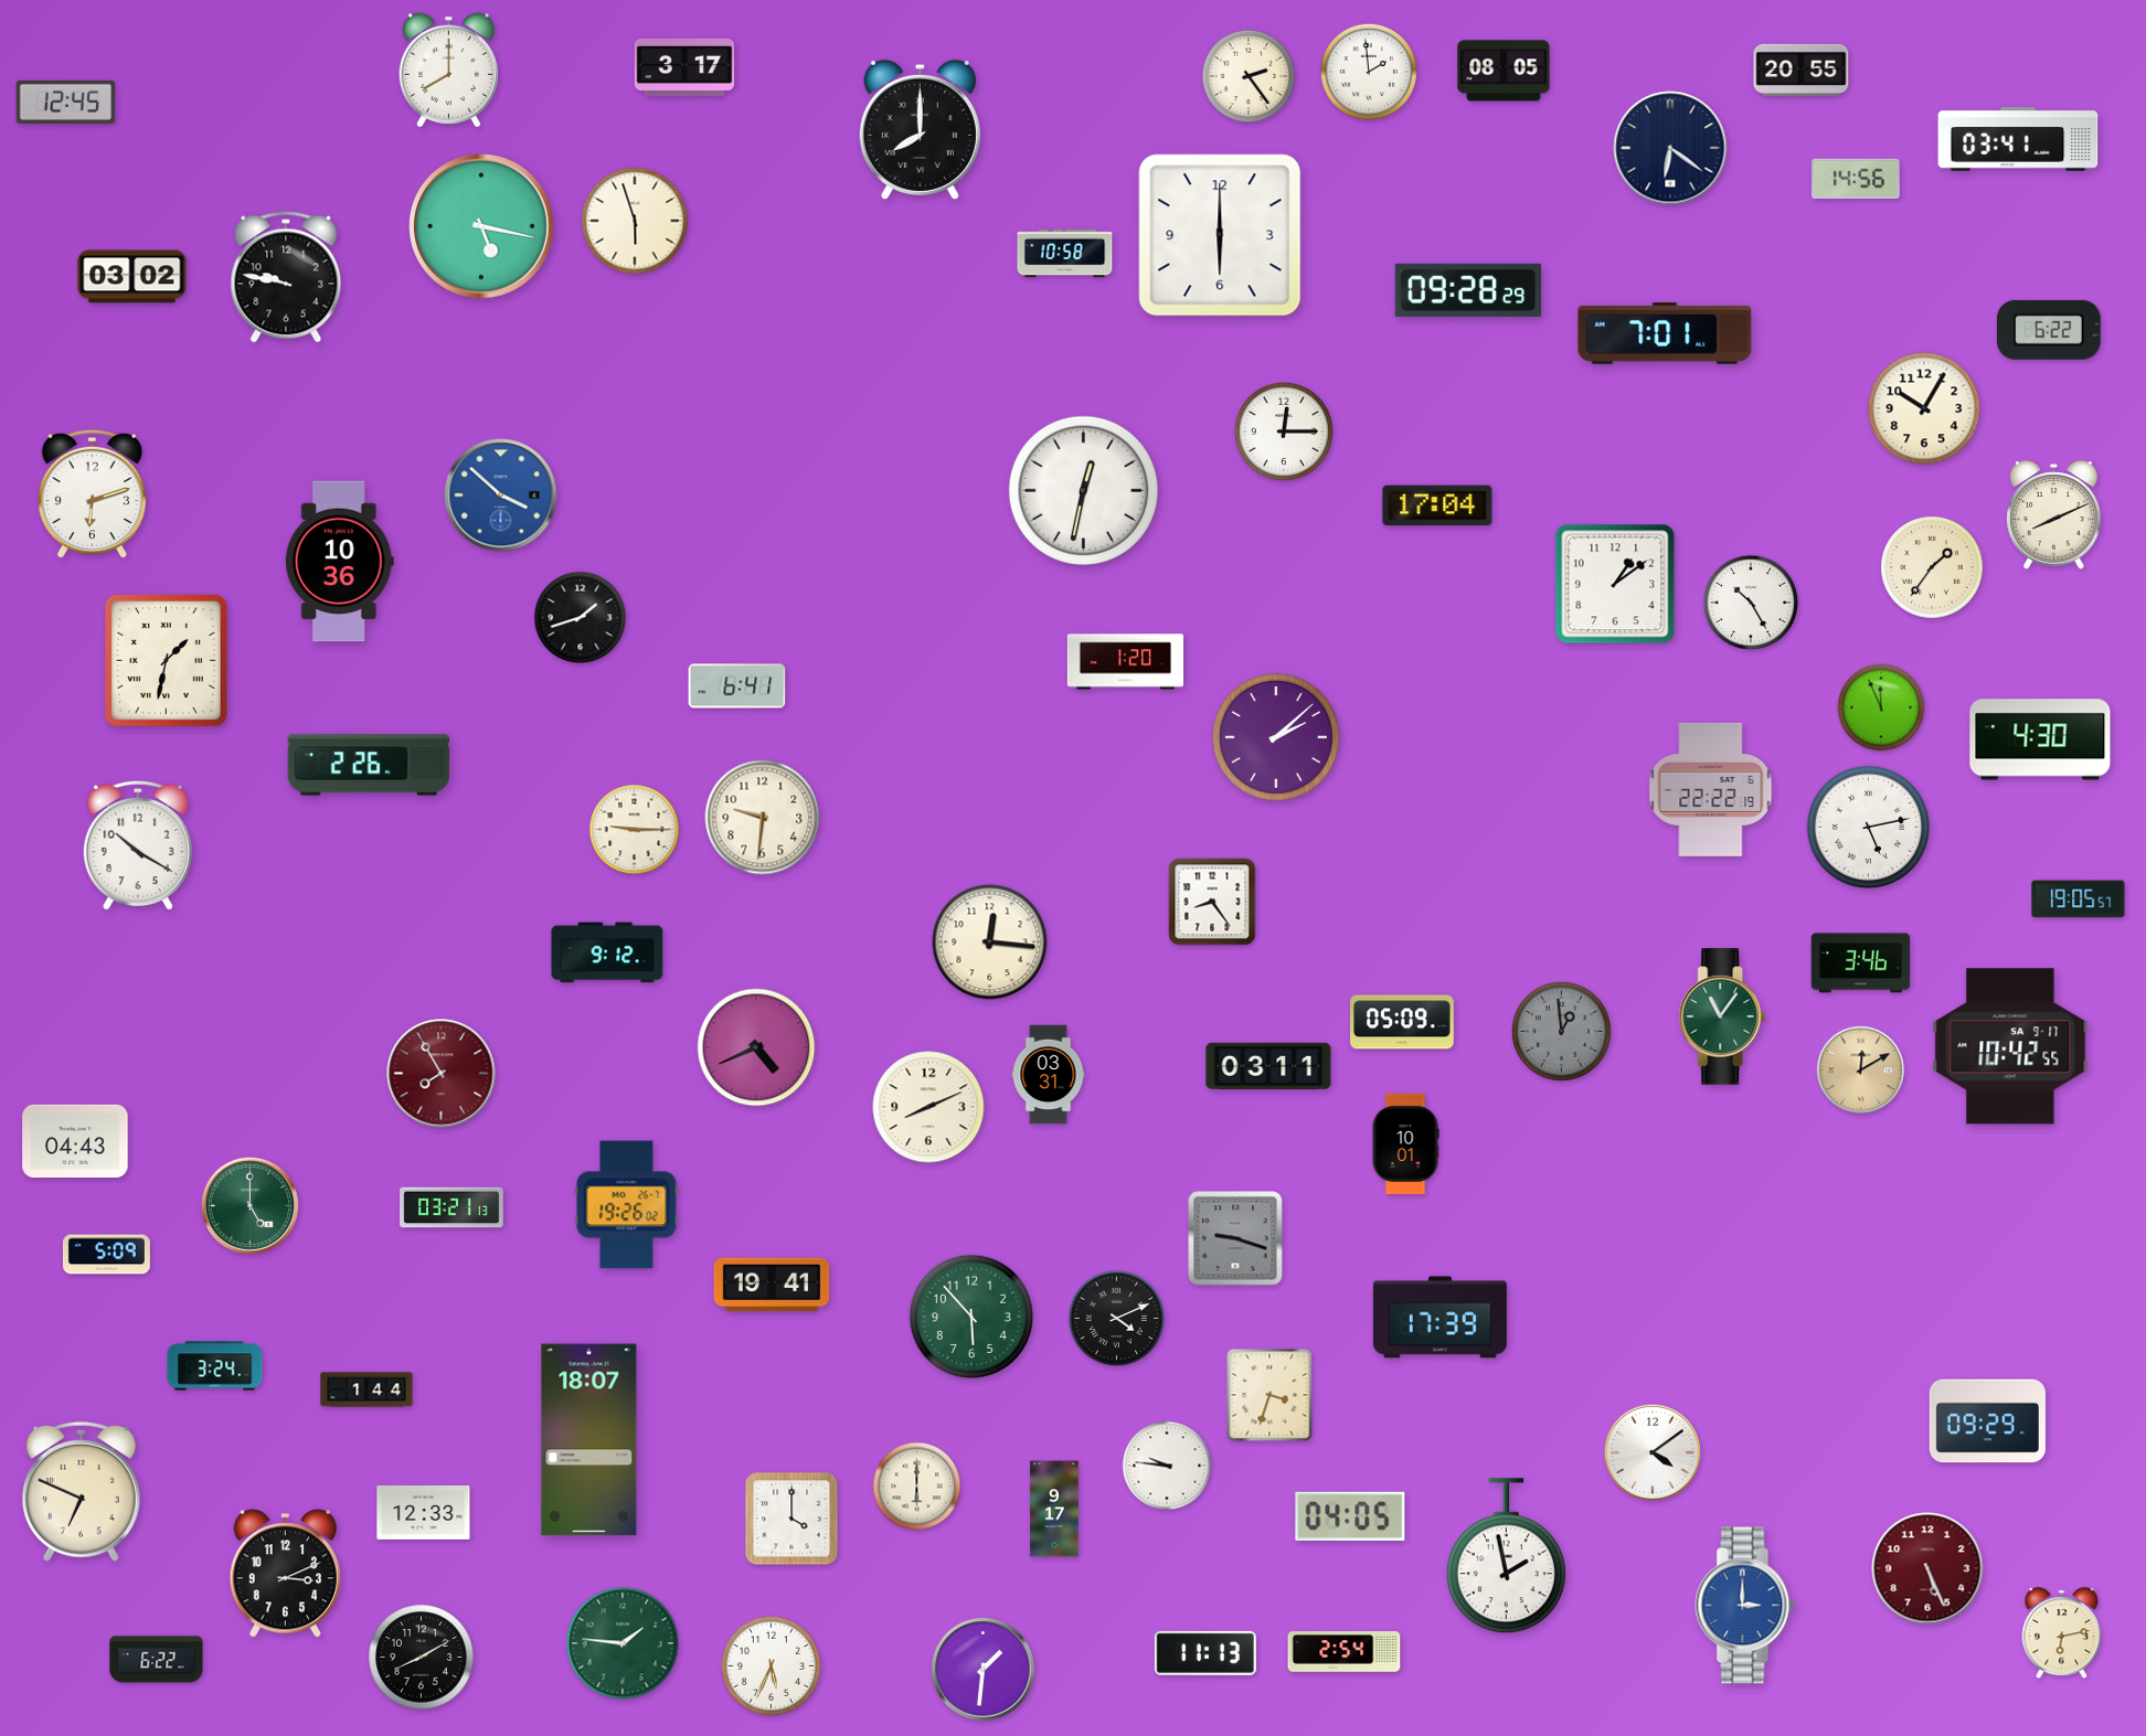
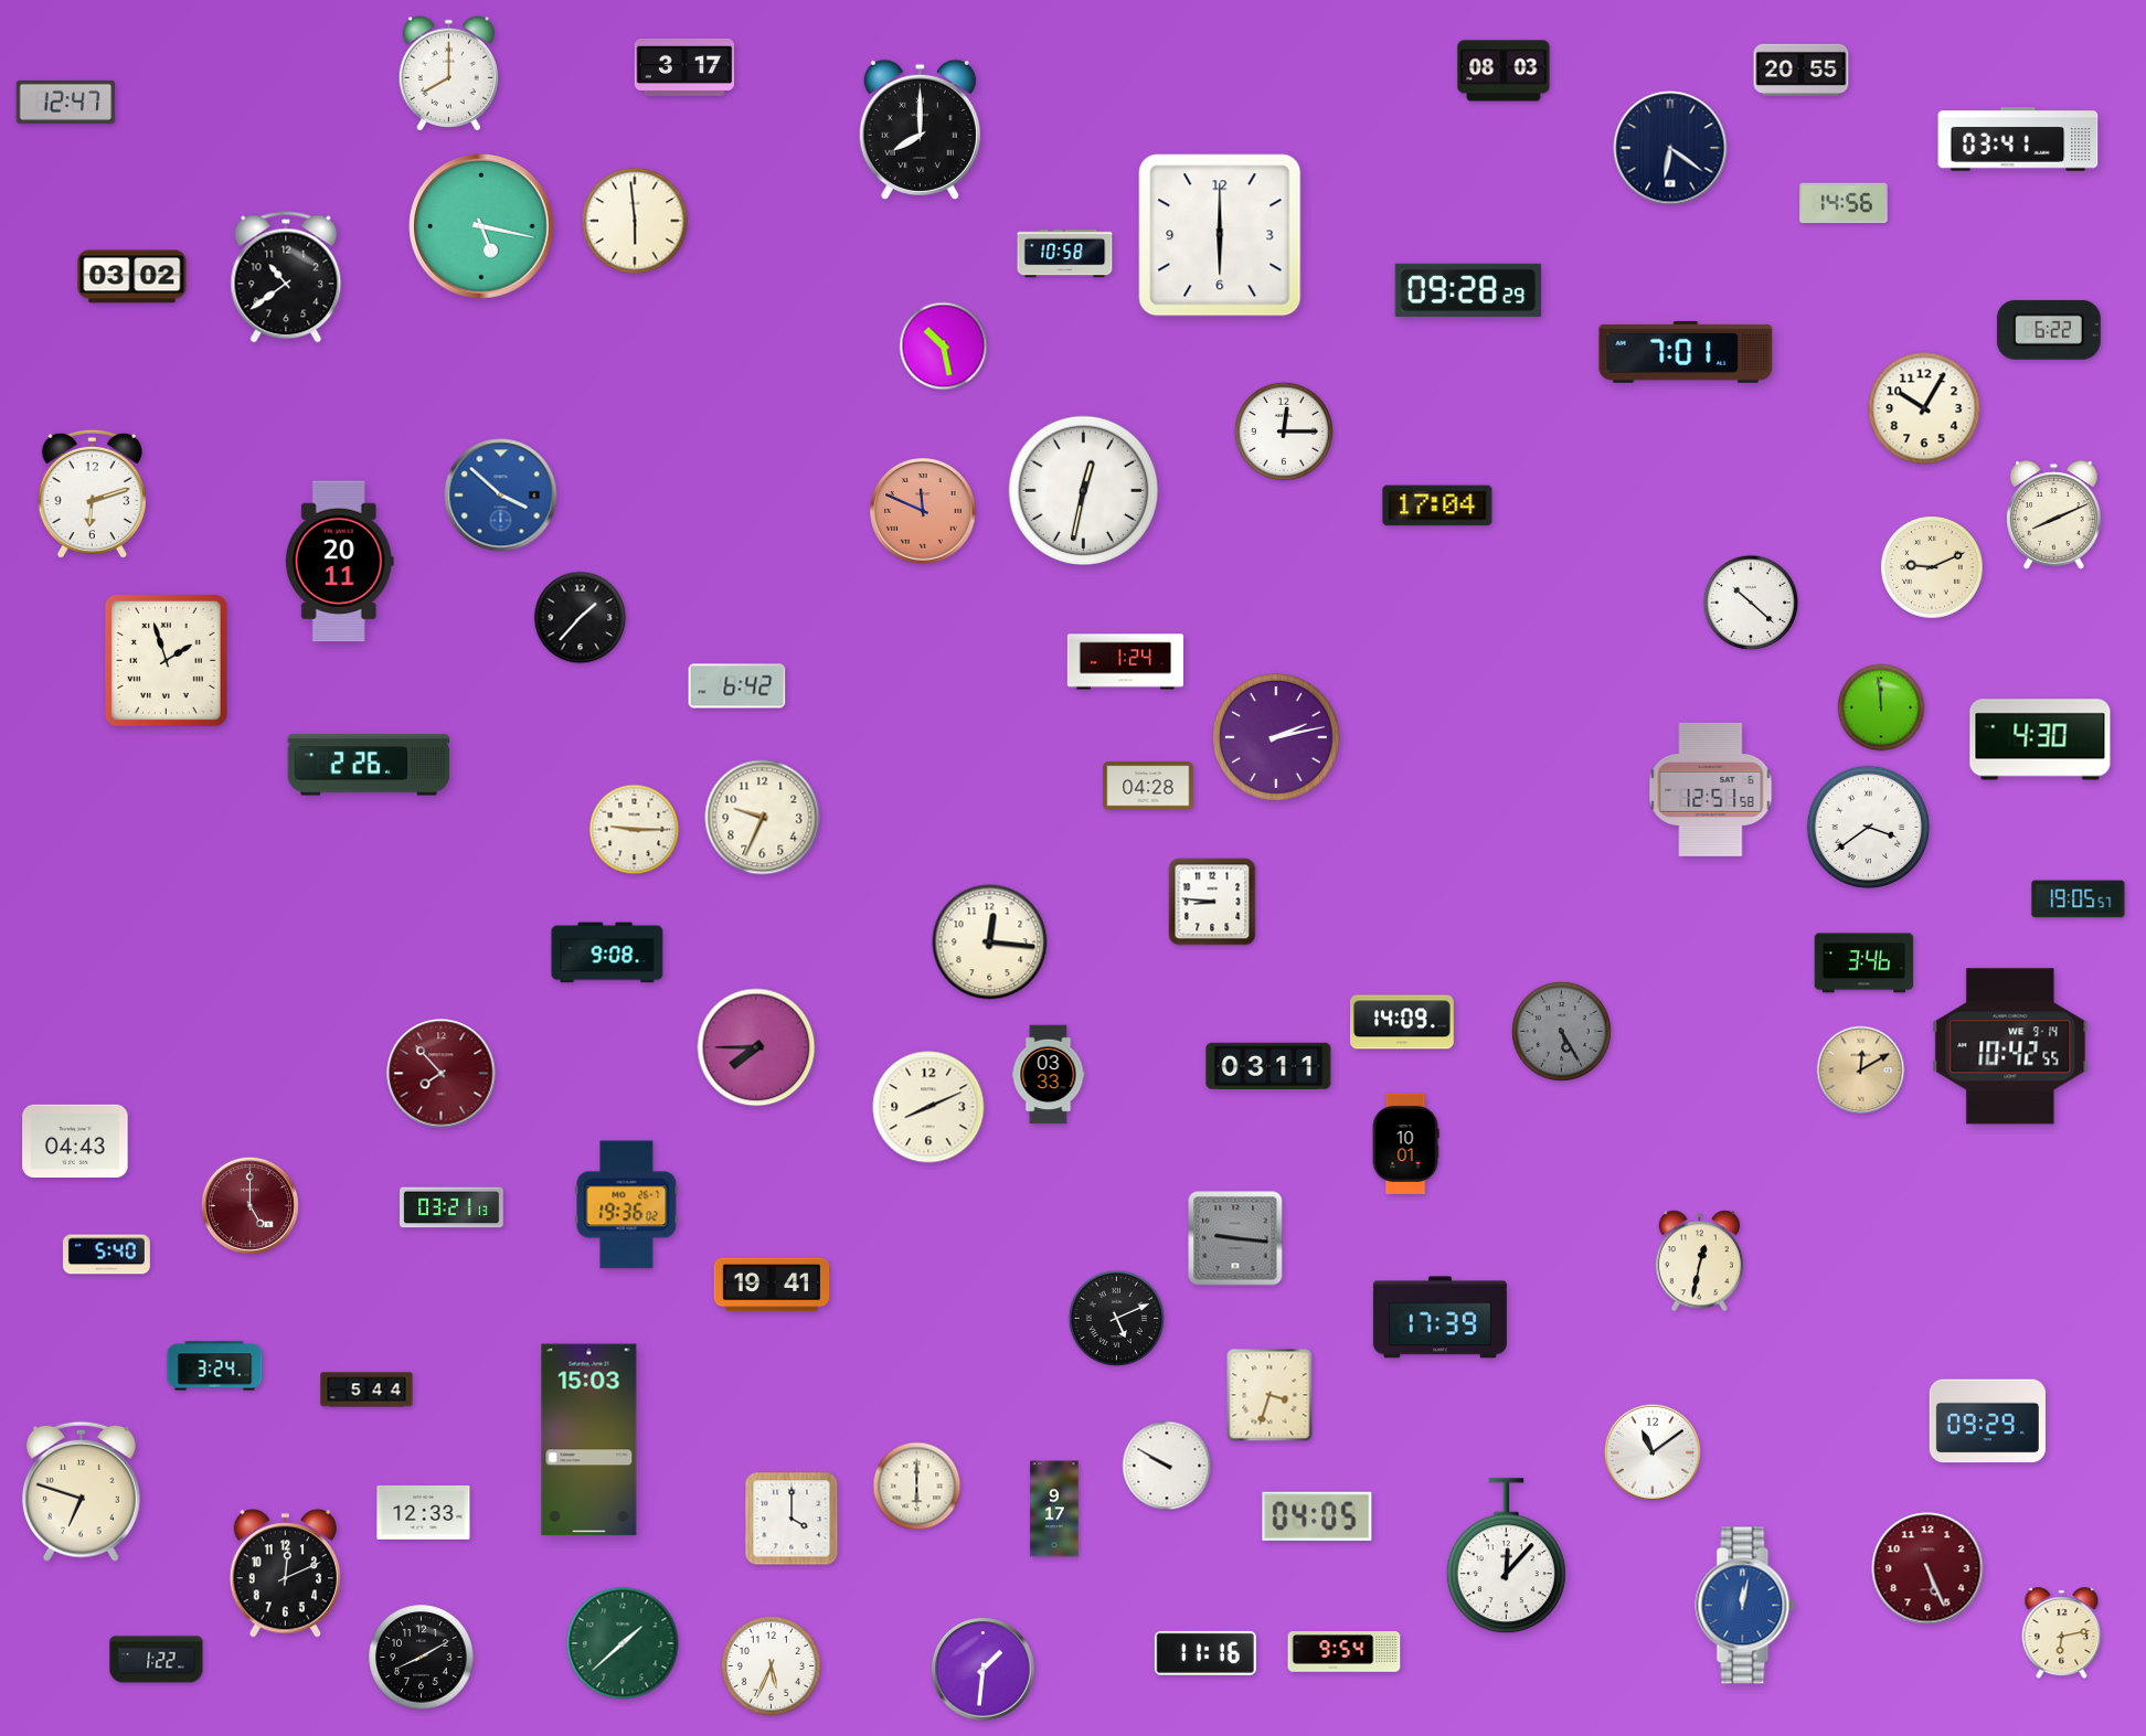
clock at (448, 71) position: (448, 71) -> (448, 74)
clock at (1504, 71): 08:05 -> 08:03
clock at (1368, 72): 1:59 -> none
clock at (1249, 76): 2:24 -> none
clock at (66, 102): 12:45 -> 12:47
clock at (1857, 179) position: (1857, 179) -> (1845, 203)
clock at (635, 221): 5:57 -> 5:59
clock at (286, 277): 9:47 -> 10:39
clock at (1665, 333) position: (1665, 333) -> (1686, 352)
clock at (944, 347): none -> 10:28
clock at (923, 511): none -> 11:49
clock at (339, 562): 10:36 -> 20:11
clock at (1932, 567): 1:36 -> 9:11
clock at (1615, 584): 1:09 -> none
clock at (1751, 603): 10:25 -> 10:22
clock at (581, 618): 1:42 -> 1:37
clock at (166, 661): 1:32 -> 1:57
clock at (1125, 662): 1:20 -> 1:24
clock at (737, 686): 6:41 -> 6:42
clock at (1881, 707): 11:56 -> 11:59
clock at (1276, 737): 2:08 -> 2:13
clock at (1148, 786): none -> 04:28
clock at (1711, 789): 22:22 -> 12:51
clock at (763, 818): 9:31 -> 9:34
clock at (1869, 828): 5:13 -> 3:39
clock at (137, 845): 10:20 -> none
clock at (1212, 902): 8:24 -> 8:46
clock at (607, 952): 9:12 -> 9:08
clock at (1861, 963) position: (1861, 963) -> (1865, 963)
clock at (1722, 1016): 11:06 -> none
clock at (1402, 1022): 05:09 -> 14:09
clock at (1561, 1031): 12:59 -> 5:25
clock at (2010, 1046) date: SA 9-17 -> WE 9-14
clock at (756, 1047): 4:41 -> 7:45
clock at (442, 1074): 7:55 -> 7:53
clock at (1049, 1075): 03:31 -> 03:33
clock at (249, 1205) dial: green -> burgundy
clock at (627, 1205): 19:26 -> 19:36
clock at (1235, 1238): 9:18 -> 9:16
clock at (106, 1255): 5:09 -> 5:40
clock at (1699, 1261): none -> 12:32
clock at (970, 1316): 5:53 -> none
clock at (1117, 1319): 4:11 -> 5:11
clock at (366, 1389): 1:44 -> 5:44
clock at (589, 1440): 18:07 -> 15:03
clock at (1653, 1452): 4:09 -> 11:09
clock at (1167, 1466): 9:46 -> 9:50
clock at (81, 1491): 6:49 -> 6:48
clock at (1350, 1516) position: (1350, 1516) -> (1317, 1516)
clock at (1506, 1556): 1:58 -> 12:07
clock at (285, 1574): 3:11 -> 12:11
clock at (1745, 1606): 3:00 -> 12:02
clock at (623, 1643): 1:46 -> 1:38
clock at (1345, 1652): 2:54 -> 9:54
clock at (1205, 1653): 11:13 -> 11:16
clock at (157, 1660): 6:22 -> 1:22
